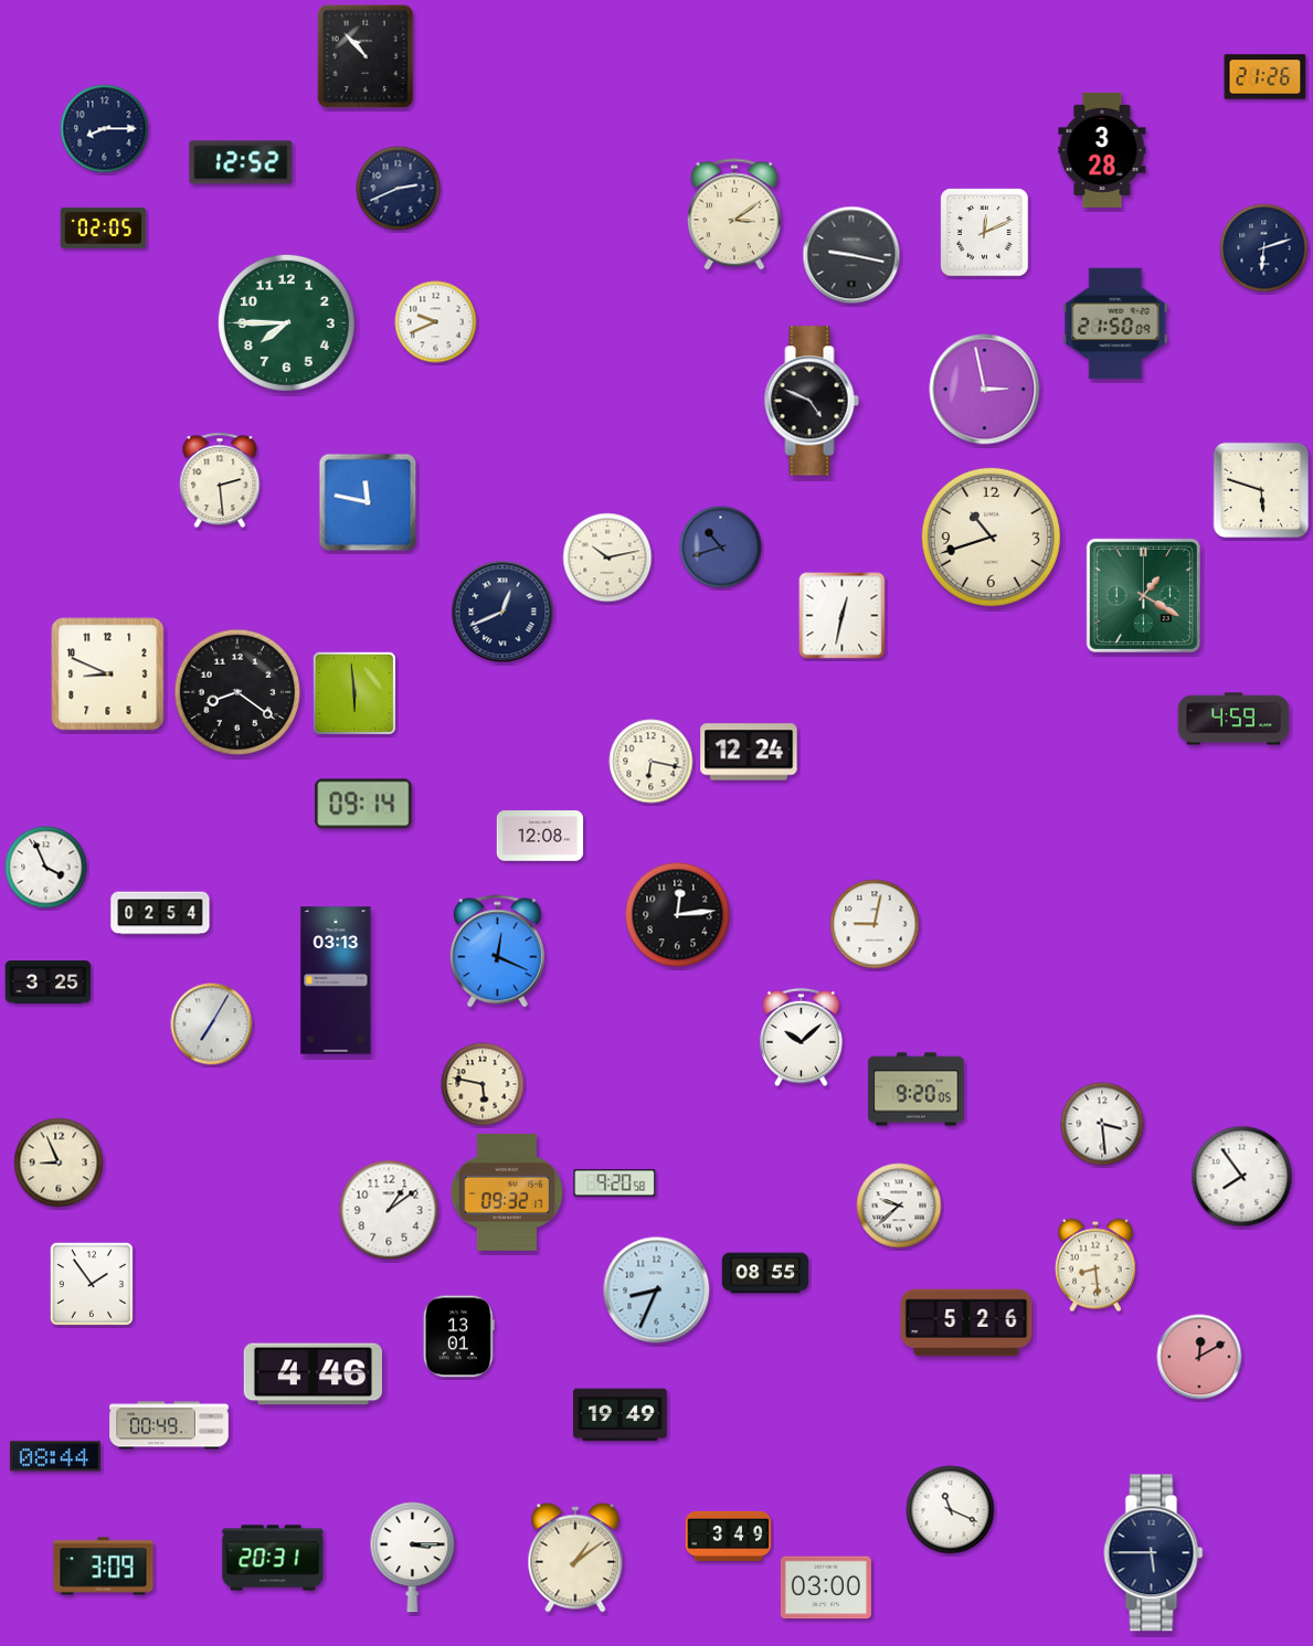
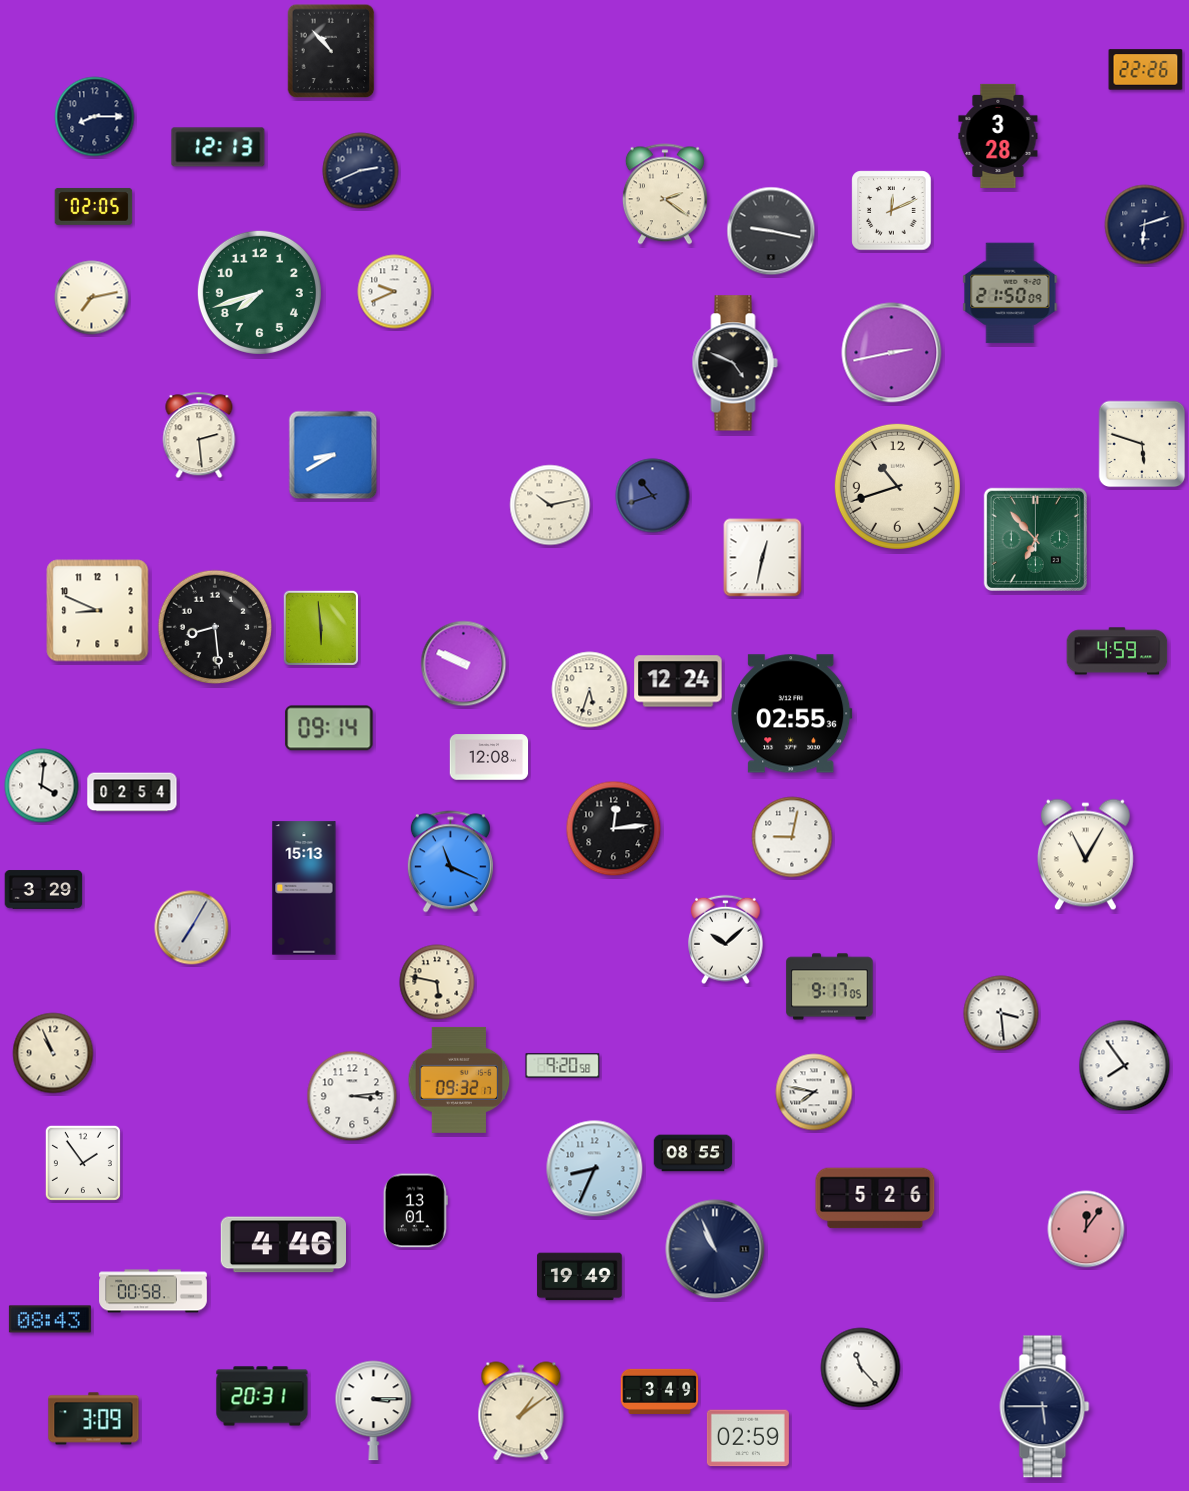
clock at (1266, 77): 21:26 -> 22:26
clock at (241, 162): 12:52 -> 12:13
clock at (734, 214): 3:09 -> 2:21
clock at (286, 322): 7:45 -> 7:42
clock at (92, 298): none -> 7:13
clock at (985, 390): 2:58 -> 2:43
clock at (368, 502): 11:47 -> 8:40
clock at (1143, 595): 1:20 -> 6:53
clock at (502, 612): 12:41 -> none
clock at (237, 692): 8:21 -> 8:29
clock at (464, 664): none -> 9:49
clock at (652, 762): 6:17 -> 5:33
clock at (792, 714): none -> 02:55
clock at (46, 868): 3:56 -> 4:01
clock at (160, 913) position: (160, 913) -> (132, 792)
clock at (1085, 855): none -> 11:05
clock at (497, 952): 12:19 -> 11:19
clock at (336, 980): 03:13 -> 15:13
clock at (49, 983): 3:25 -> 3:29
clock at (917, 1090): 9:20 -> 9:17
clock at (1102, 1124) position: (1102, 1124) -> (1001, 1013)
clock at (59, 1162): 8:56 -> 10:56
clock at (615, 1183) position: (615, 1183) -> (563, 1066)
clock at (899, 1206): 9:38 -> 7:47
clock at (389, 1210): 1:09 -> 3:14
clock at (1095, 1265): 8:29 -> none
clock at (1199, 1357): 12:10 -> 12:06
clock at (715, 1249): none -> 10:56
clock at (621, 1415) position: (621, 1415) -> (580, 1277)
clock at (169, 1425): 00:49 -> 00:58
clock at (55, 1456): 08:44 -> 08:43
clock at (951, 1510): 11:19 -> 11:23
clock at (273, 1558) position: (273, 1558) -> (262, 1396)
clock at (826, 1587): 03:00 -> 02:59
